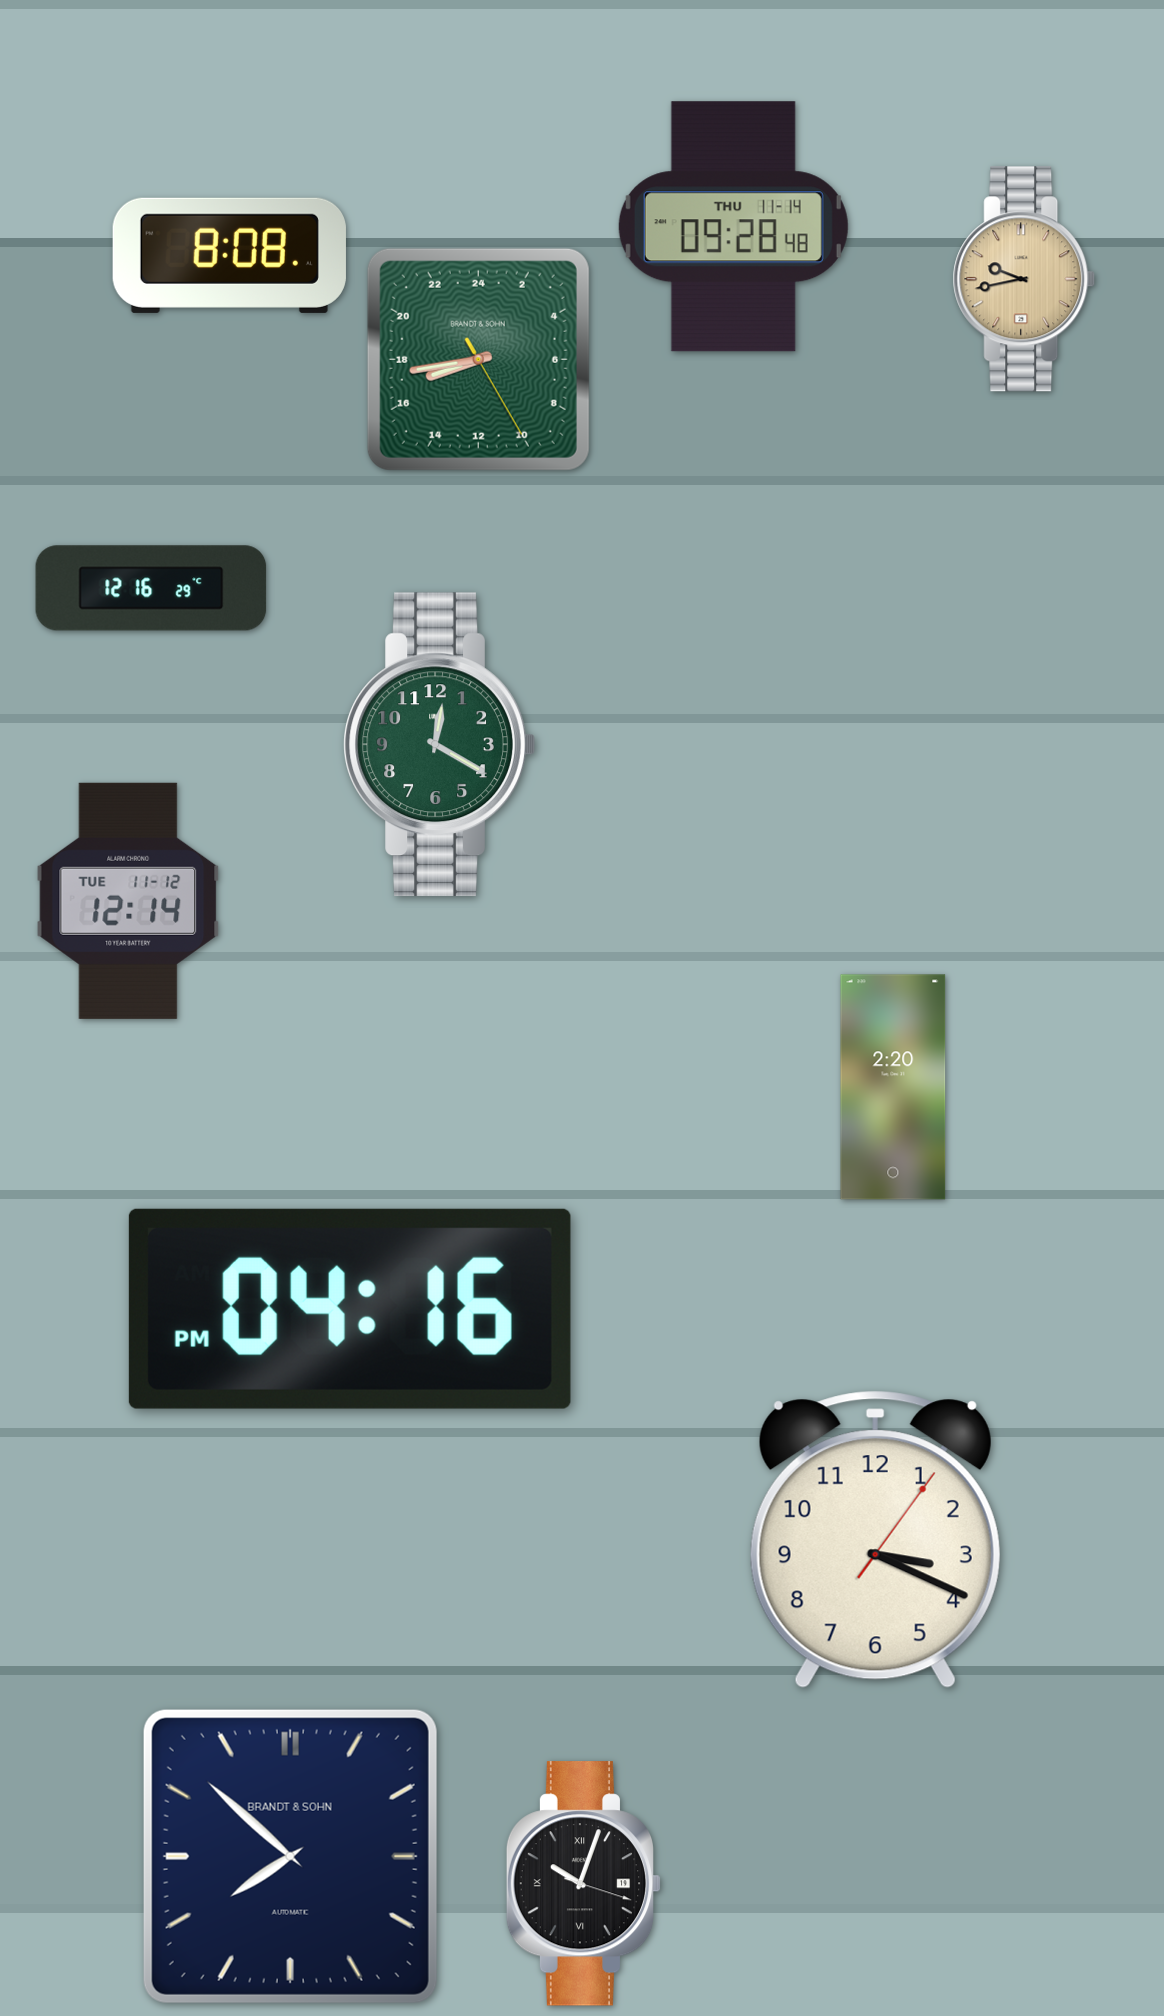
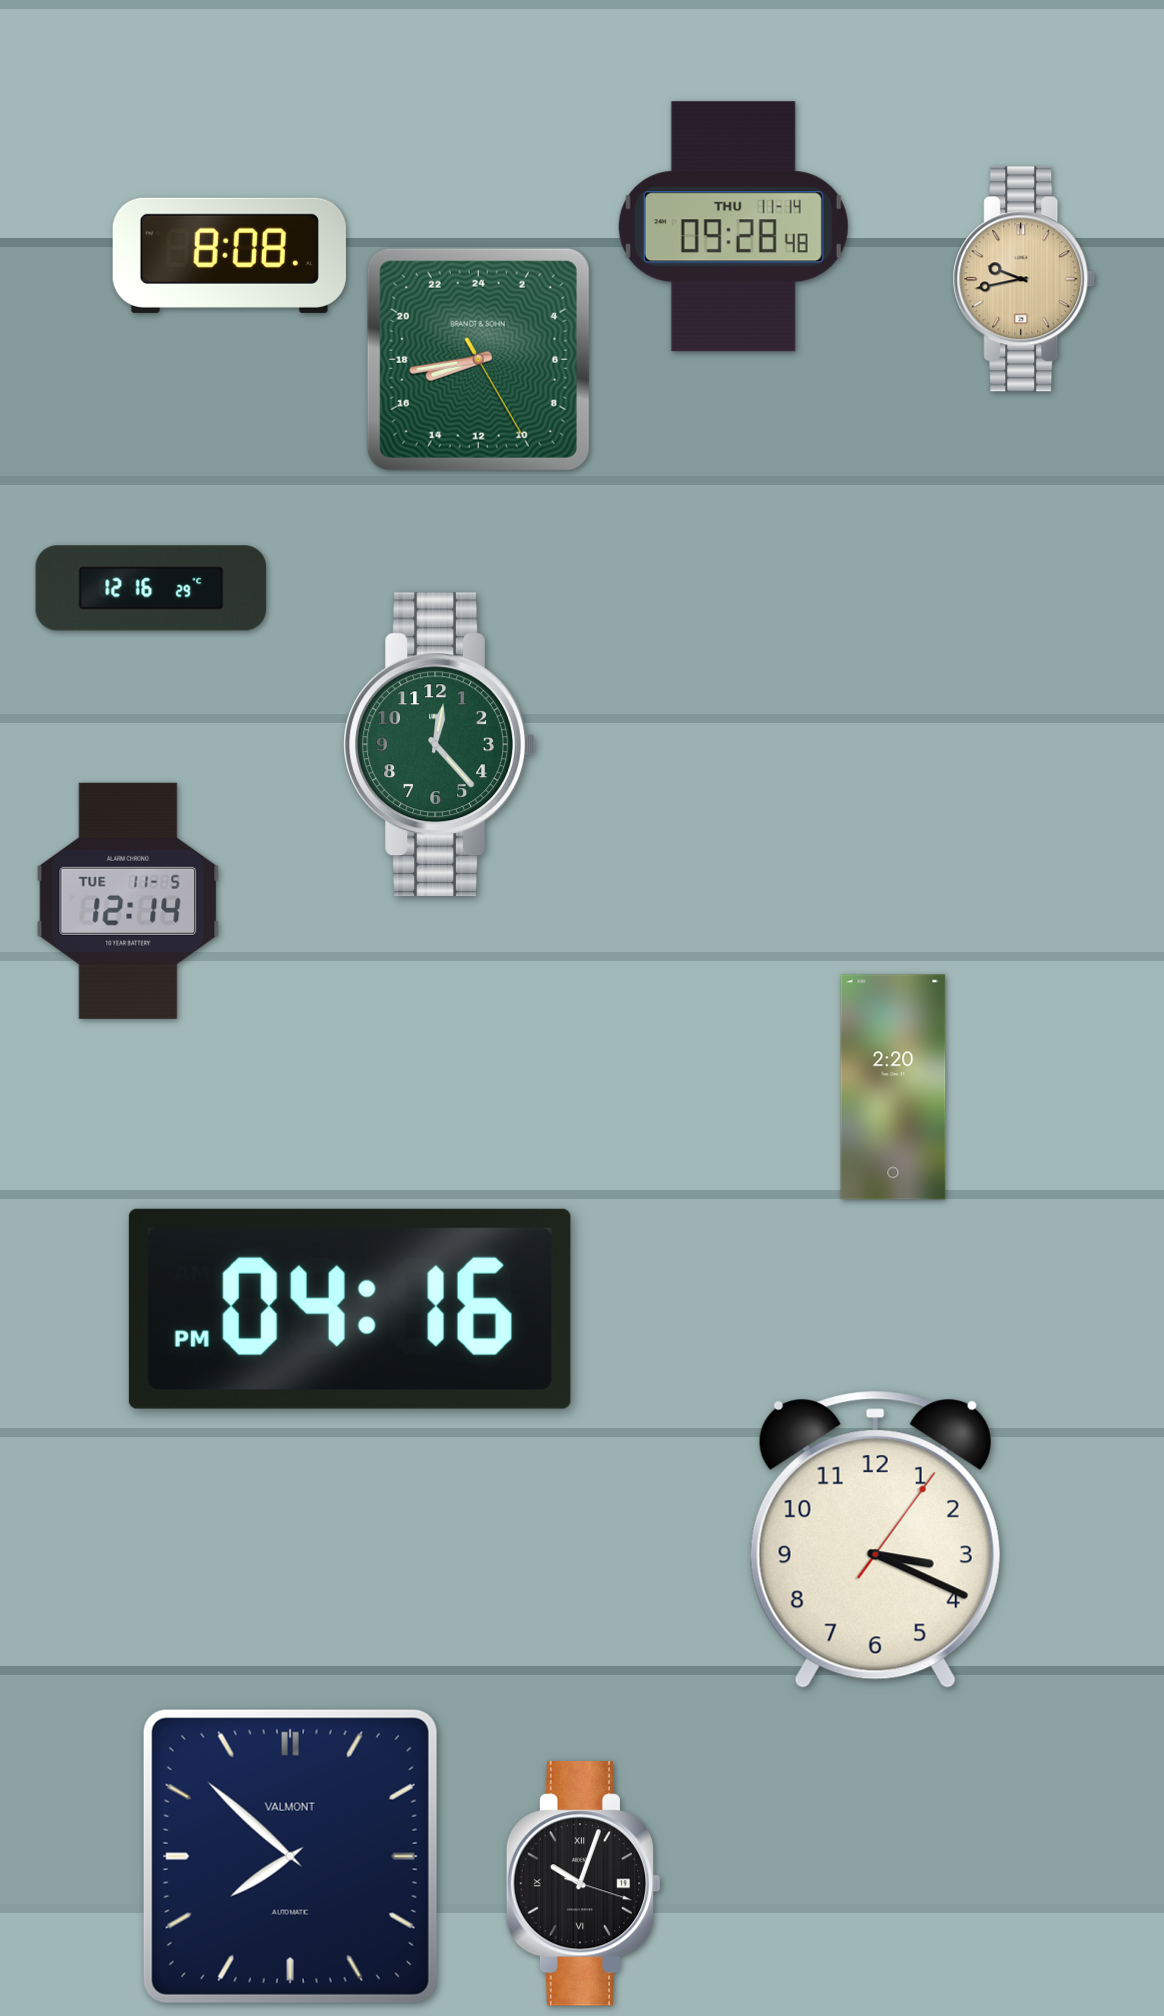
clock at (439, 745): 12:20 -> 12:23
clock at (128, 901) date: TUE 11-12 -> TUE 11-5
clock at (290, 1856) brand: BRANDT & SOHN -> VALMONT
